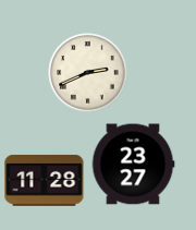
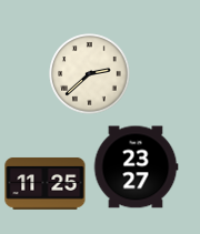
clock at (88, 73): 2:41 -> 2:38
clock at (45, 180): 11:28 -> 11:25
